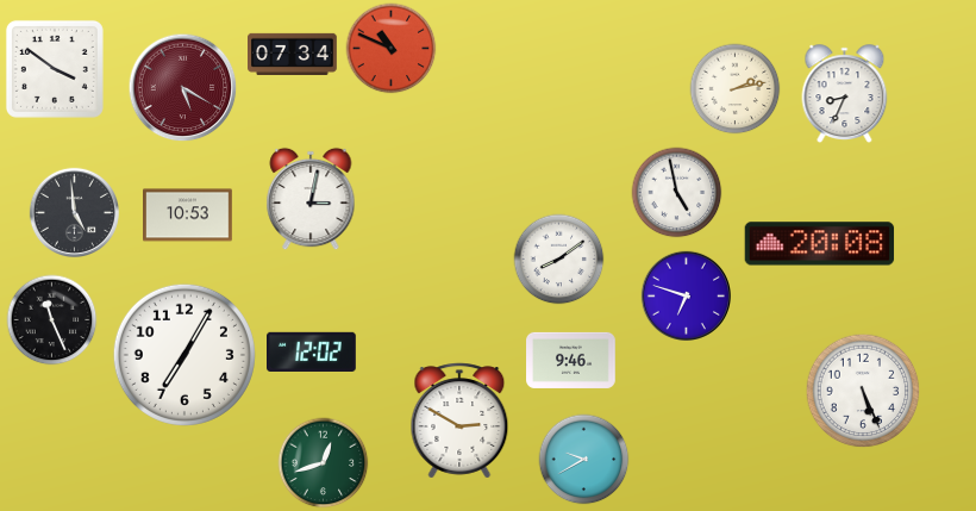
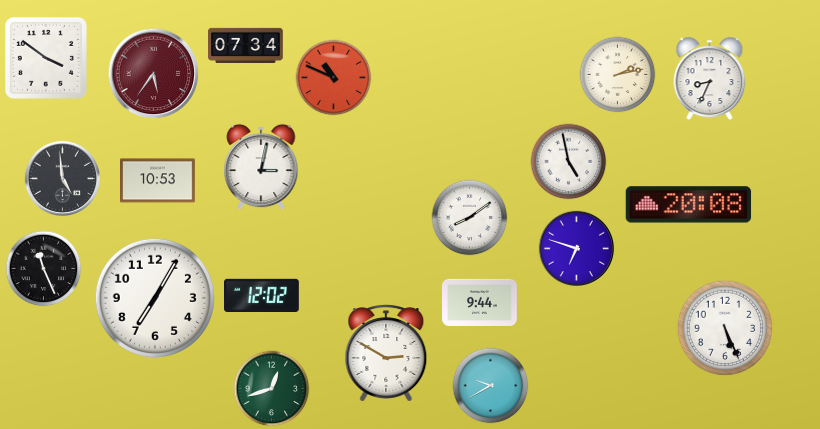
clock at (392, 49) position: (392, 49) -> (334, 78)
clock at (183, 88): 5:20 -> 5:36
clock at (571, 360): 9:46 -> 9:44
